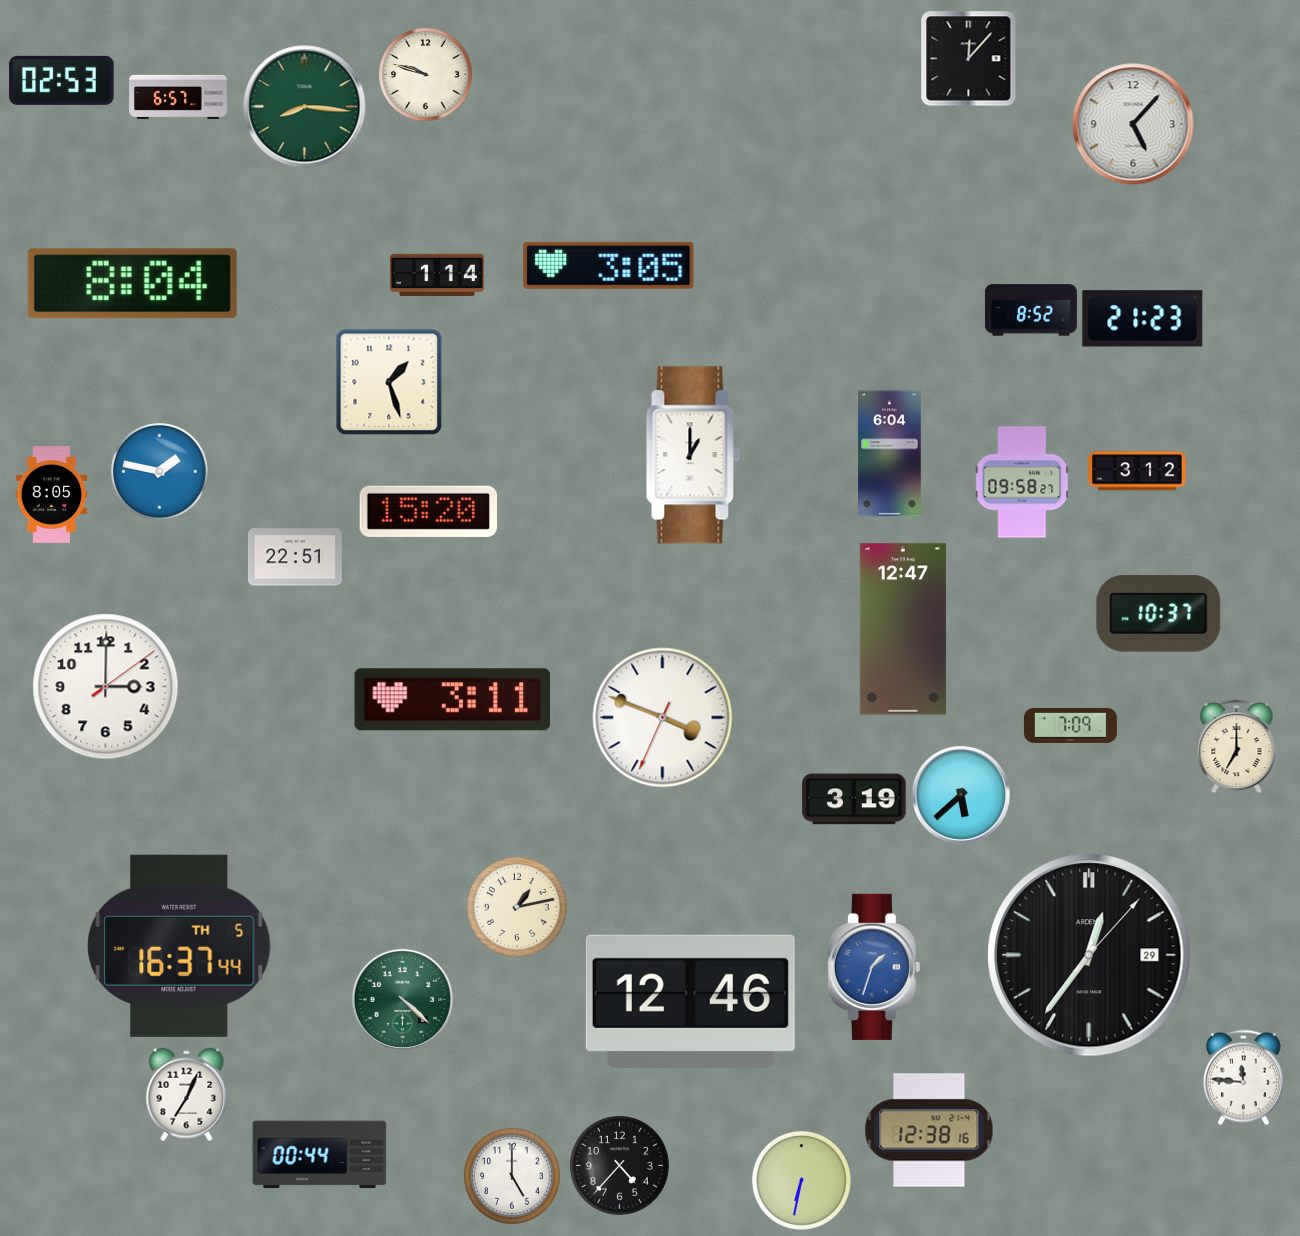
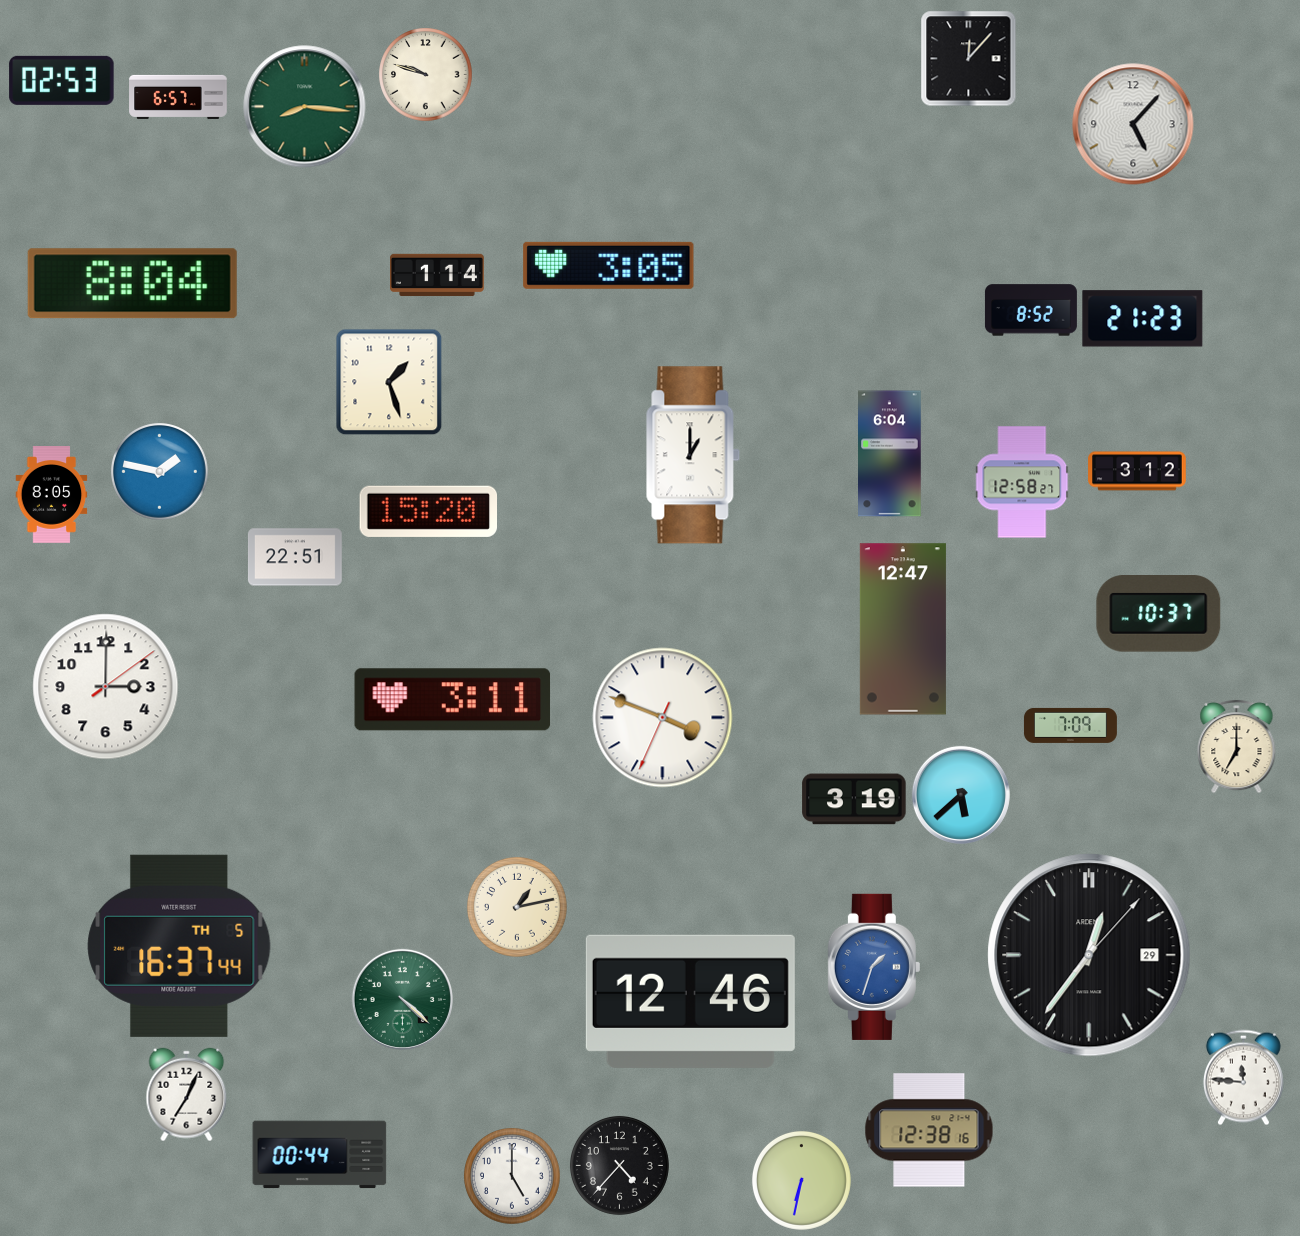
clock at (1023, 482): 09:58 -> 12:58
